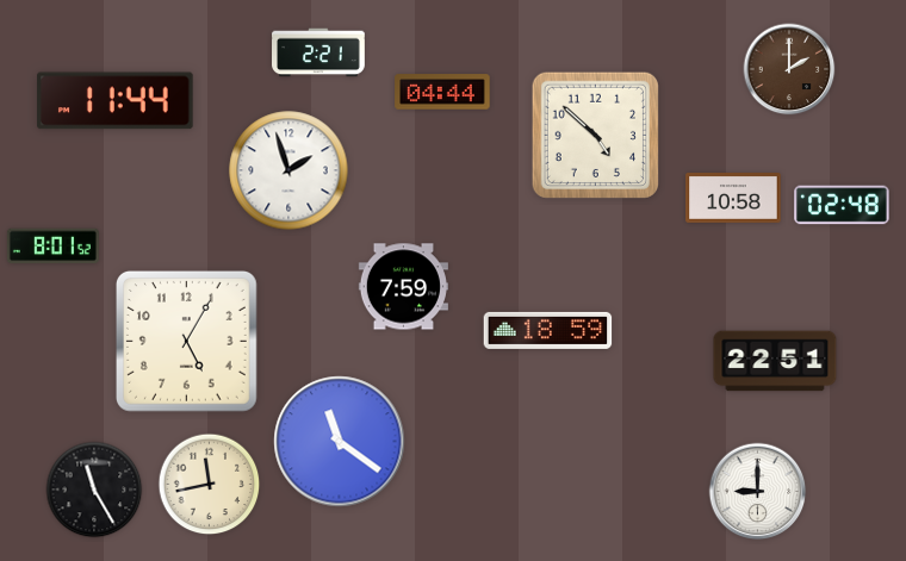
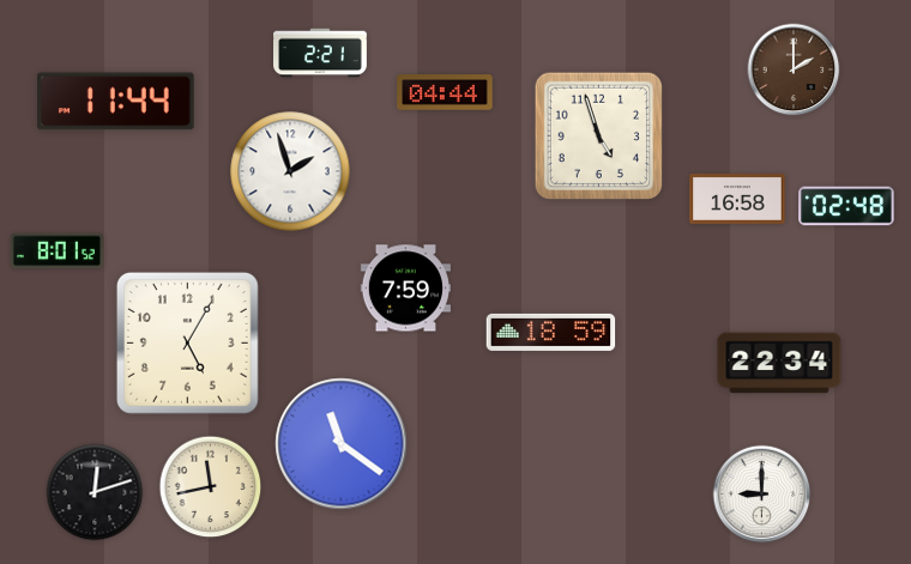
clock at (595, 135): 4:52 -> 4:57
clock at (733, 199): 10:58 -> 16:58
clock at (52, 247) position: (52, 247) -> (56, 251)
clock at (775, 361): 22:51 -> 22:34
clock at (94, 490): 11:25 -> 12:12
